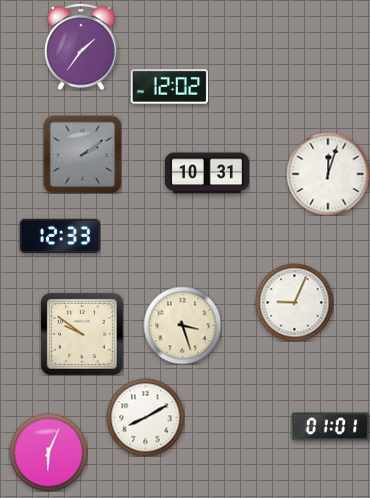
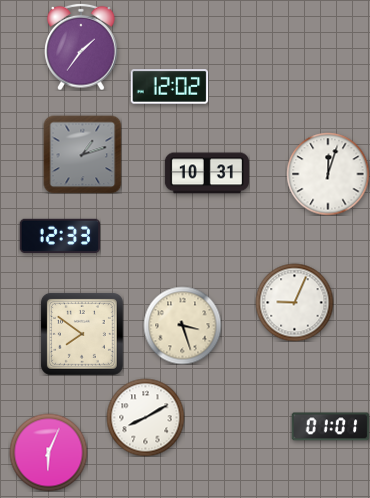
clock at (82, 154): 2:09 -> 1:12
clock at (82, 334): 9:51 -> 7:51
